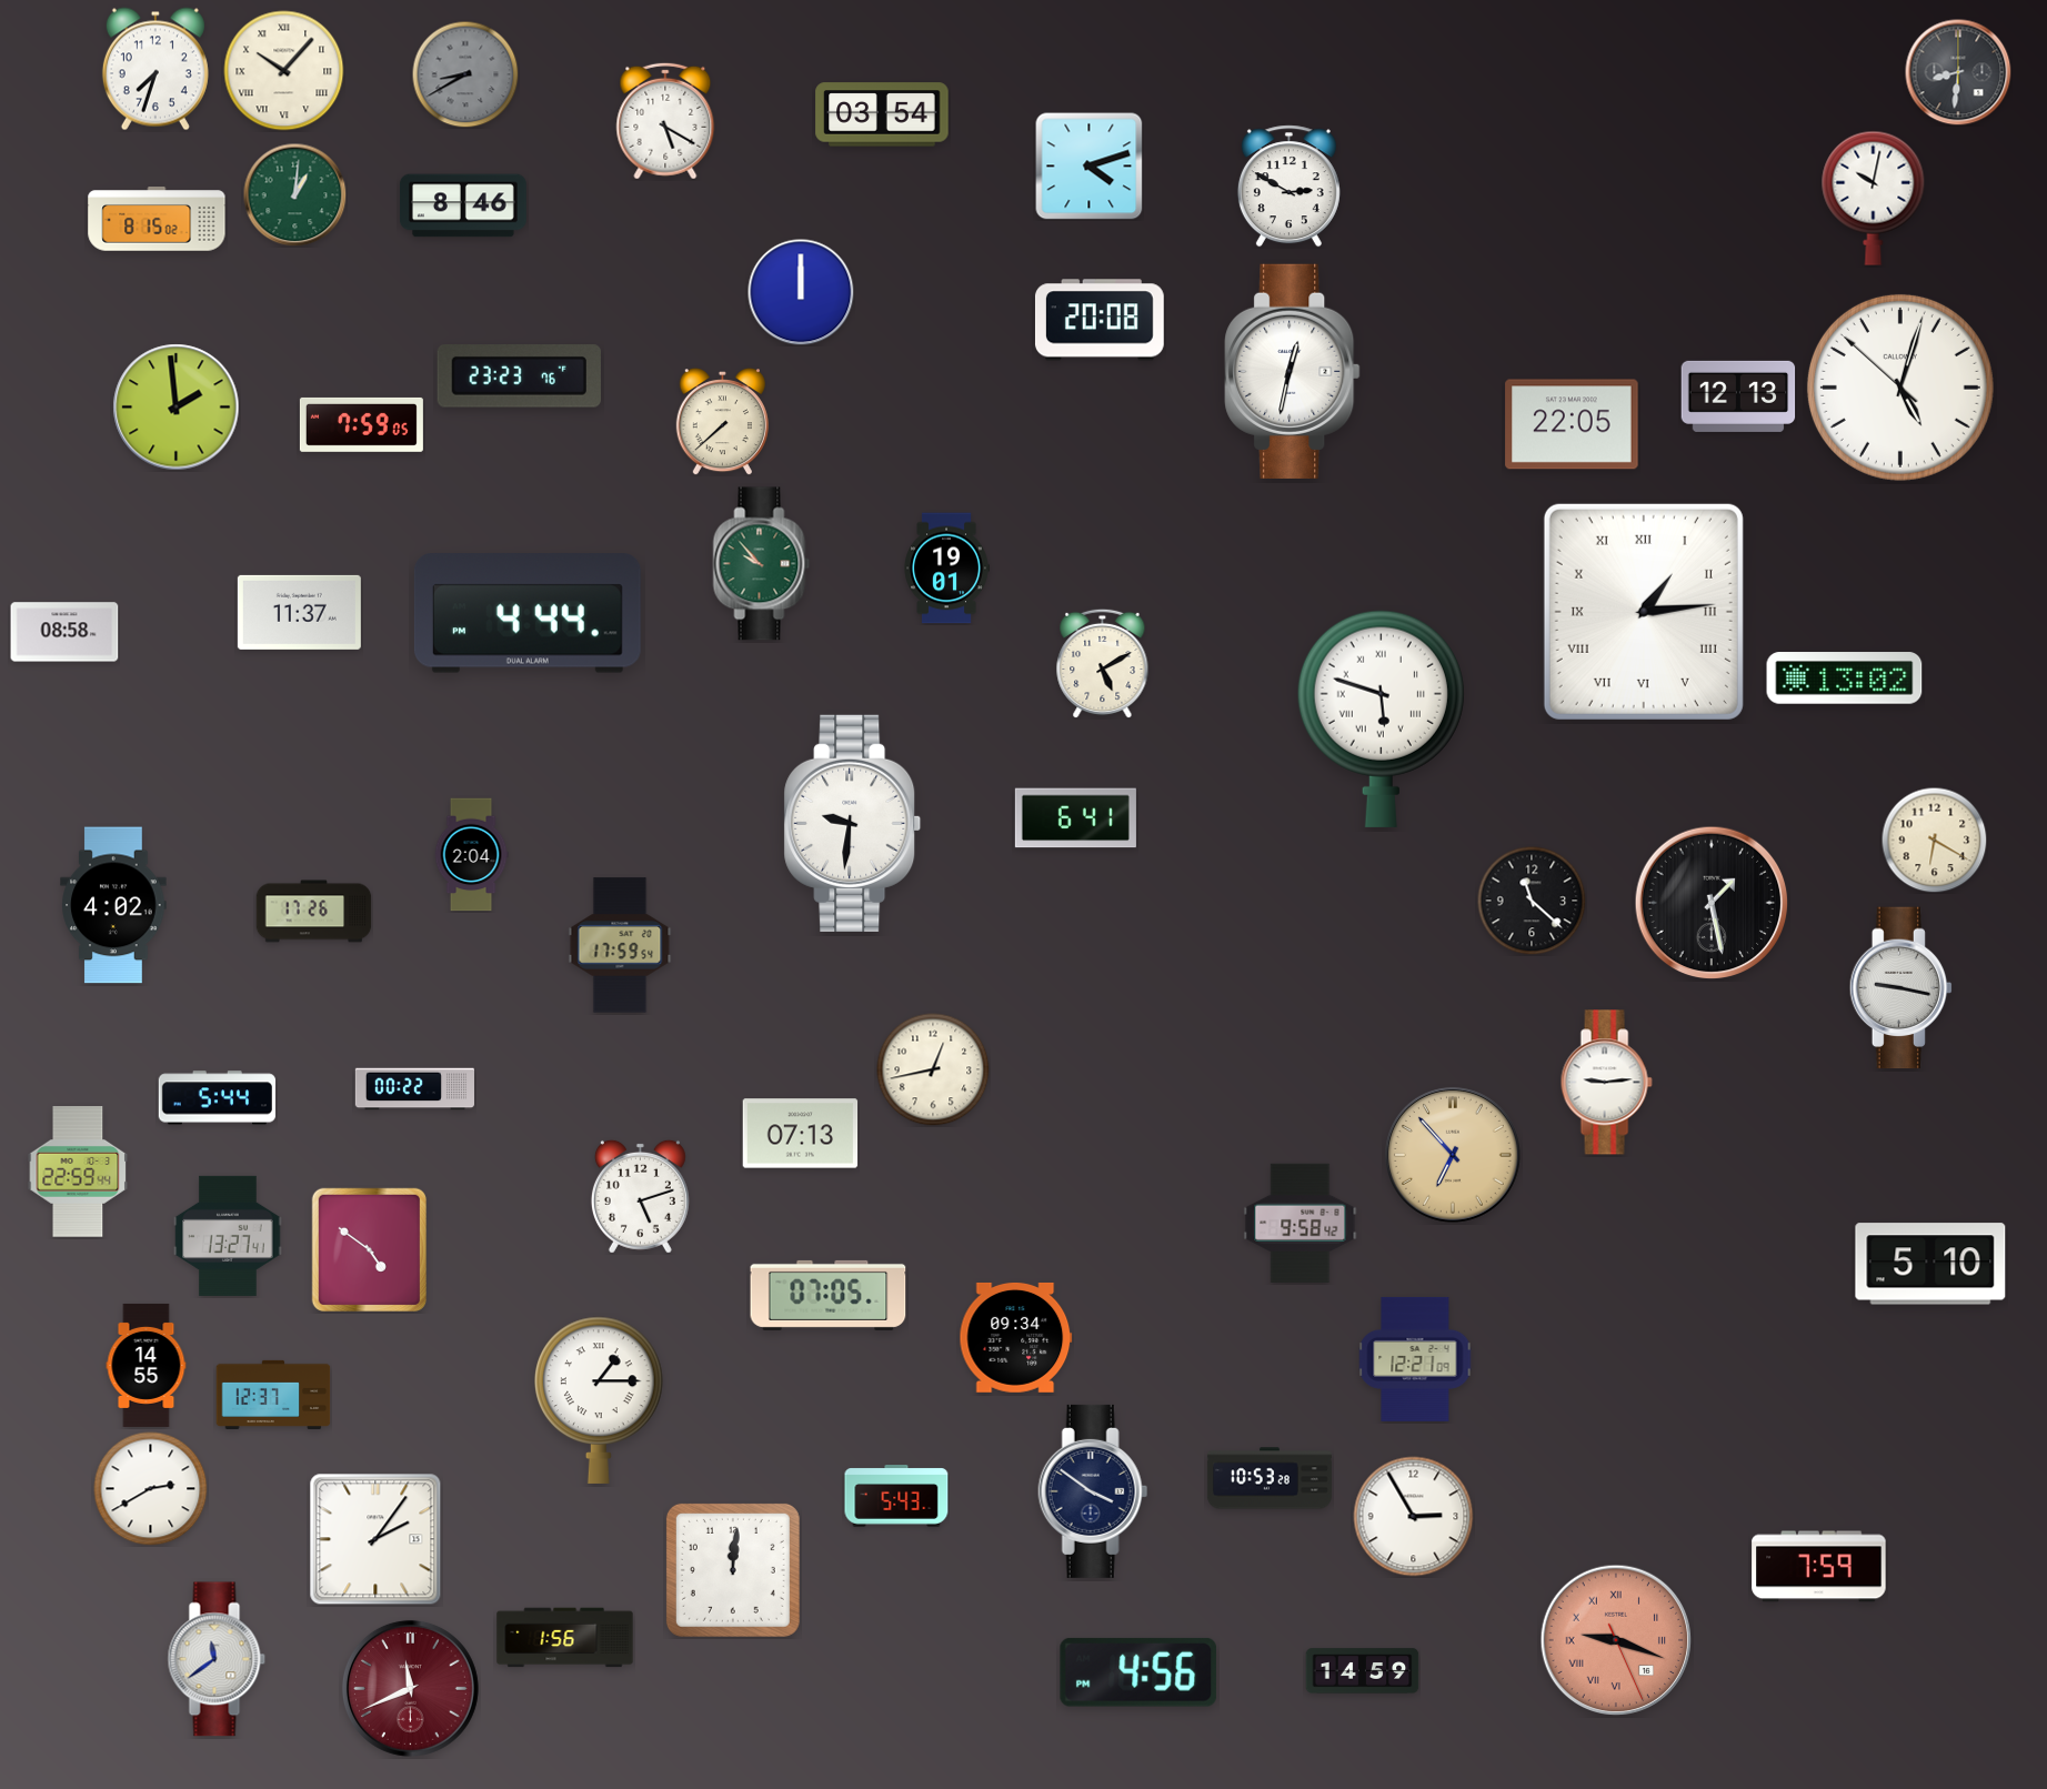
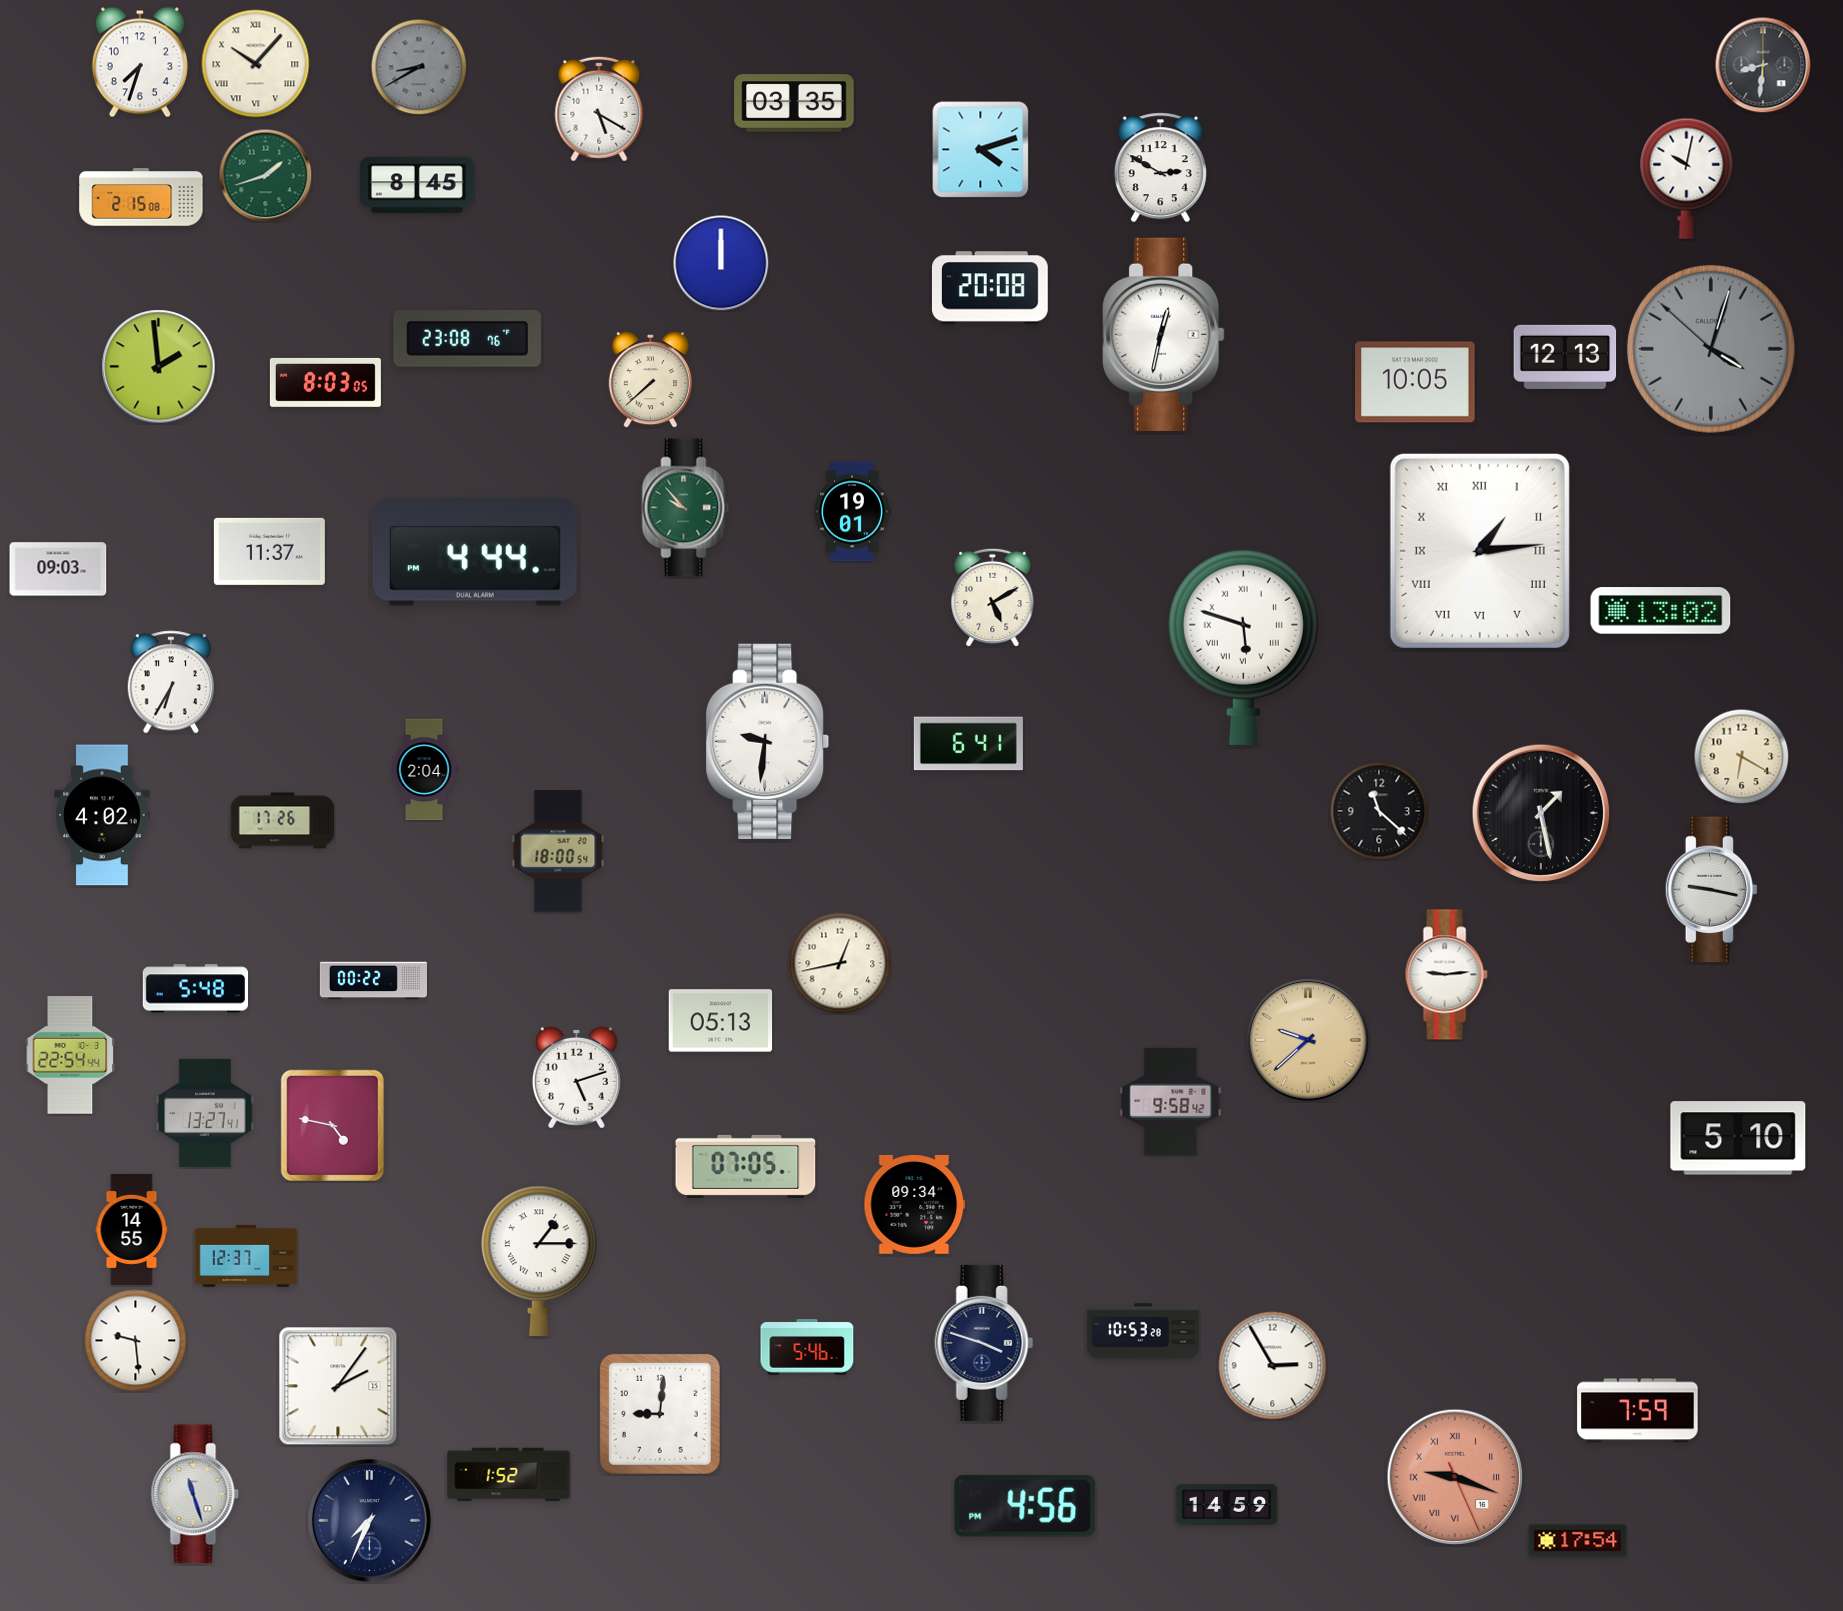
clock at (882, 114): 03:54 -> 03:35
clock at (294, 194): 1:01 -> 1:42
clock at (463, 205): 8:46 -> 8:45
clock at (157, 219): 8:15 -> 2:15
clock at (519, 376): 23:23 -> 23:08
clock at (1900, 388): 5:02 -> 4:02
clock at (1900, 388) dial: white -> grey
clock at (361, 424): 7:59 -> 8:03
clock at (1572, 424): 22:05 -> 10:05
clock at (64, 632): 08:58 -> 09:03
clock at (170, 682): none -> 6:35
clock at (1075, 818) position: (1075, 818) -> (968, 744)
clock at (620, 945): 17:59 -> 18:00
clock at (218, 1098): 5:44 -> 5:48
clock at (801, 1134): 07:13 -> 05:13
clock at (1453, 1155): 6:53 -> 9:38
clock at (78, 1172): 22:59 -> 22:54
clock at (369, 1249): 4:51 -> 4:47
clock at (1415, 1359): 12:21 -> none
clock at (151, 1489): 2:40 -> 9:29
clock at (1093, 1491): 3:51 -> 3:48
clock at (896, 1496): 5:43 -> 5:46
clock at (733, 1570): 12:01 -> 9:01
clock at (565, 1638): 1:56 -> 1:52
clock at (217, 1659): 11:39 -> 11:27
clock at (410, 1688): 11:41 -> 7:34
clock at (410, 1688) dial: burgundy -> navy
clock at (1578, 1541): none -> 17:54
